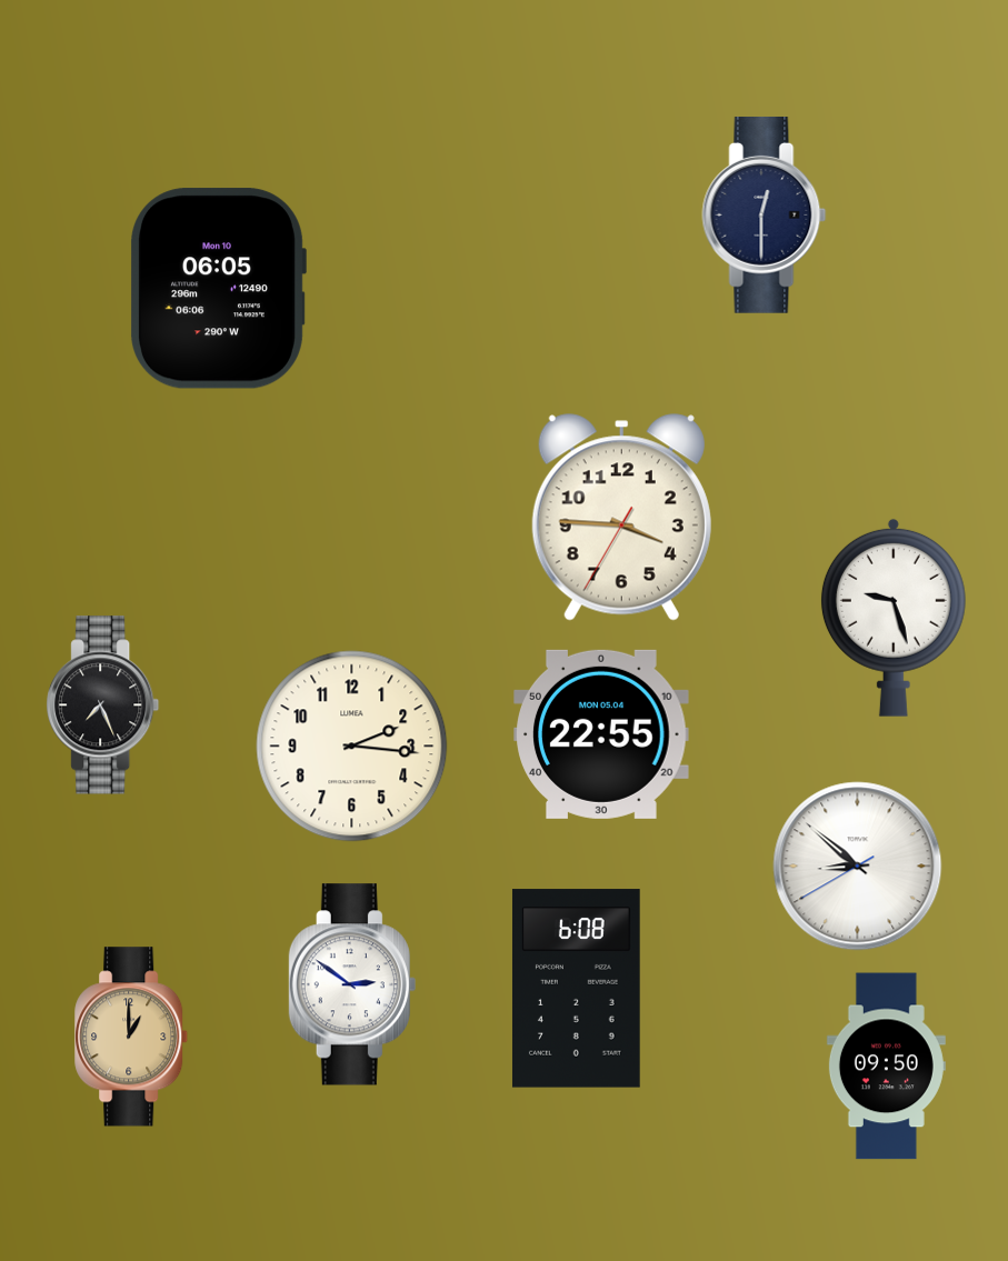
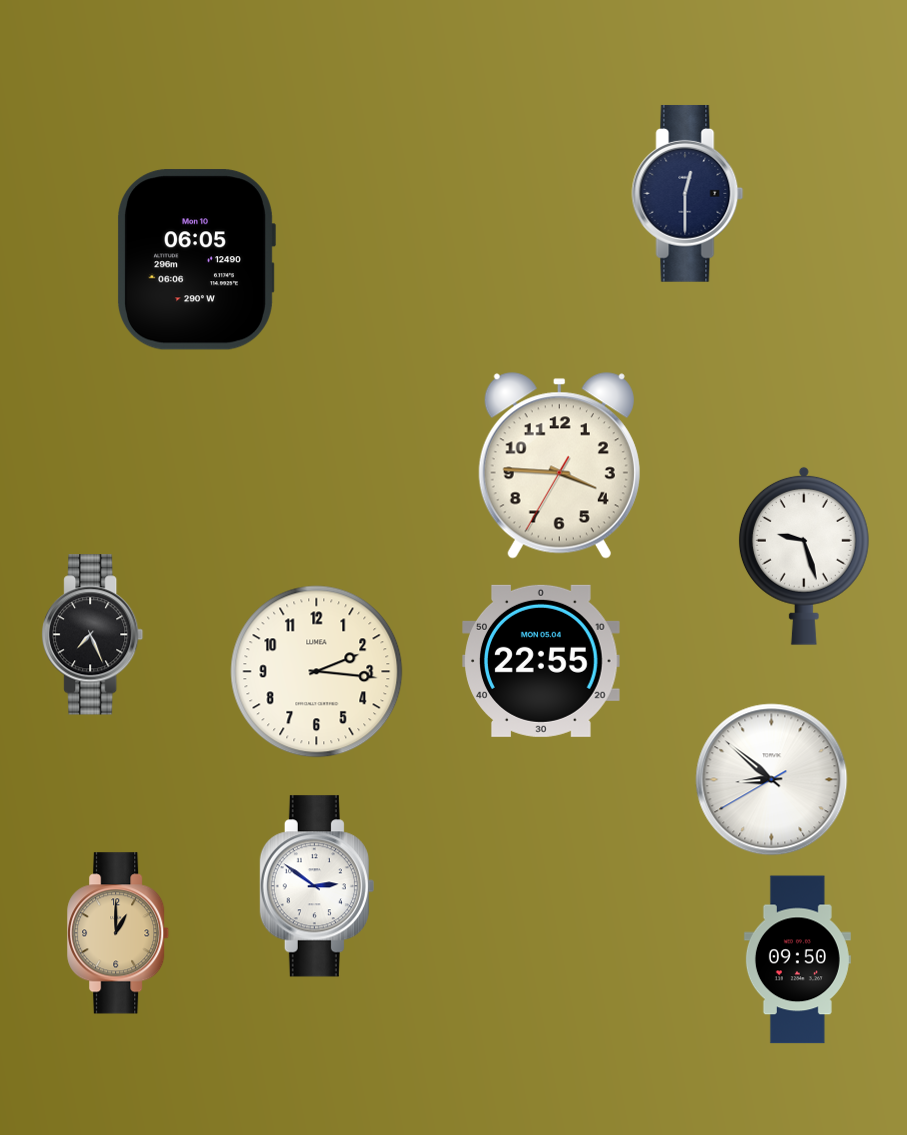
clock at (576, 989): 6:08 -> none
